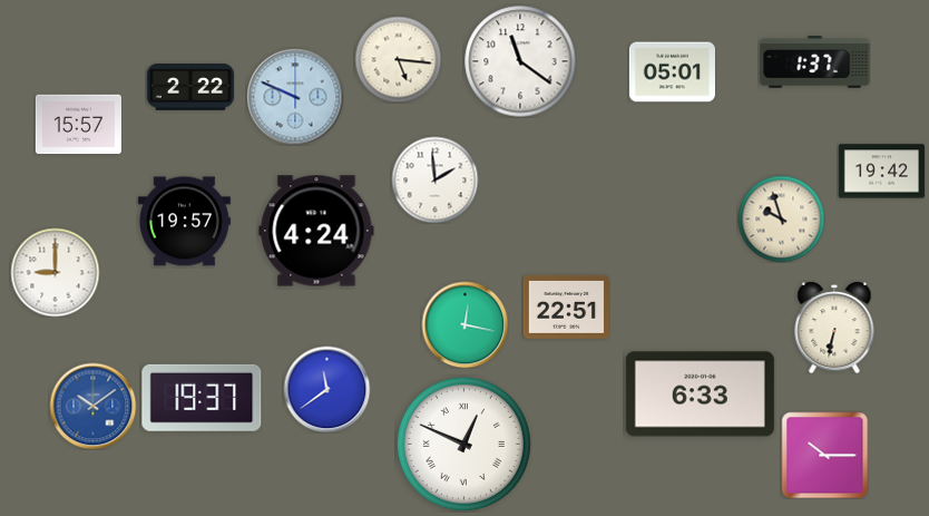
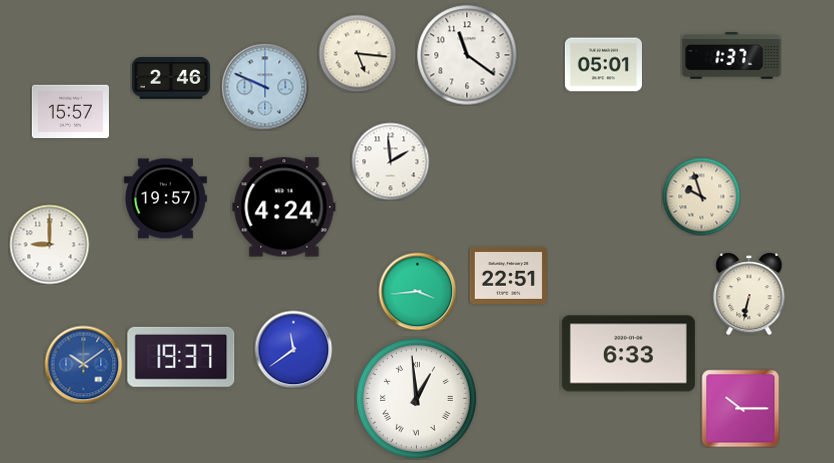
clock at (190, 88): 2:22 -> 2:46
clock at (881, 172): 19:42 -> none
clock at (464, 324): 12:17 -> 3:44
clock at (463, 444): 12:49 -> 12:59
